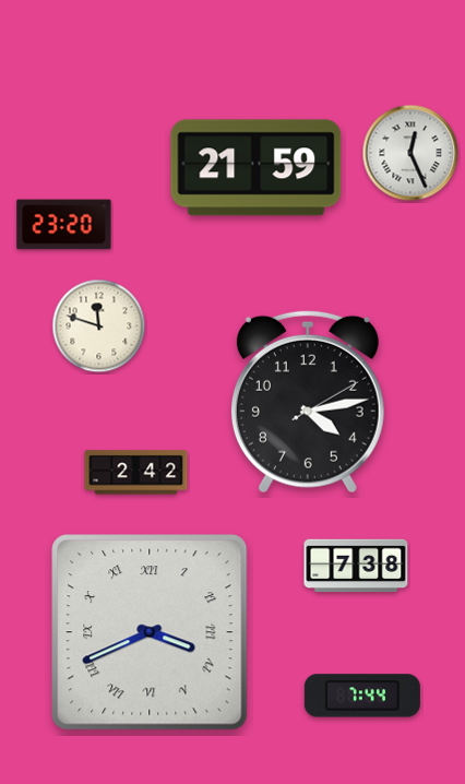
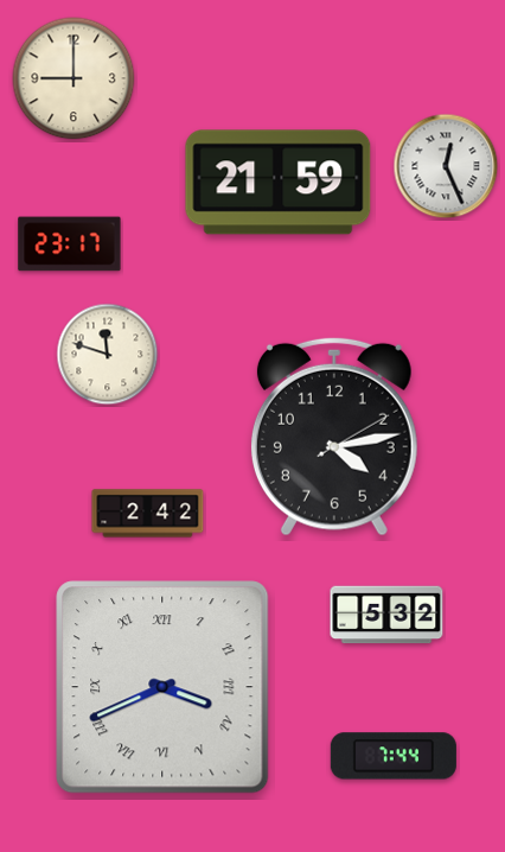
clock at (73, 78): none -> 9:00
clock at (64, 225): 23:20 -> 23:17
clock at (356, 566): 7:38 -> 5:32
